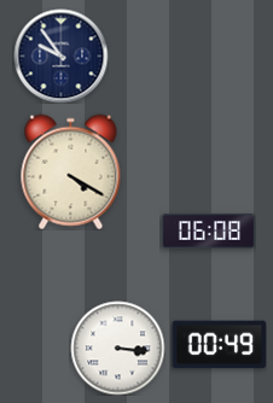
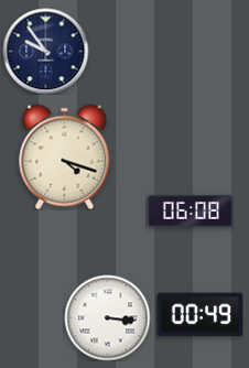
clock at (60, 56) position: (60, 56) -> (45, 51)
clock at (71, 171): 4:20 -> 4:18
